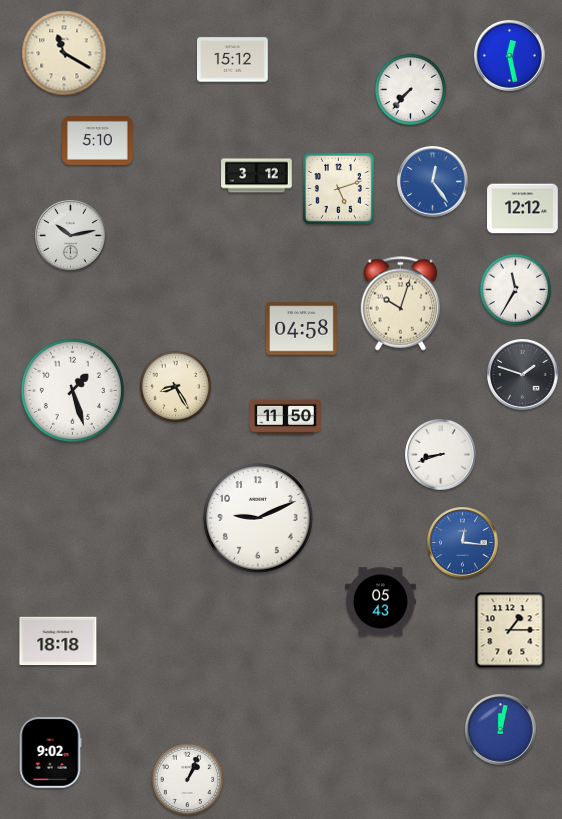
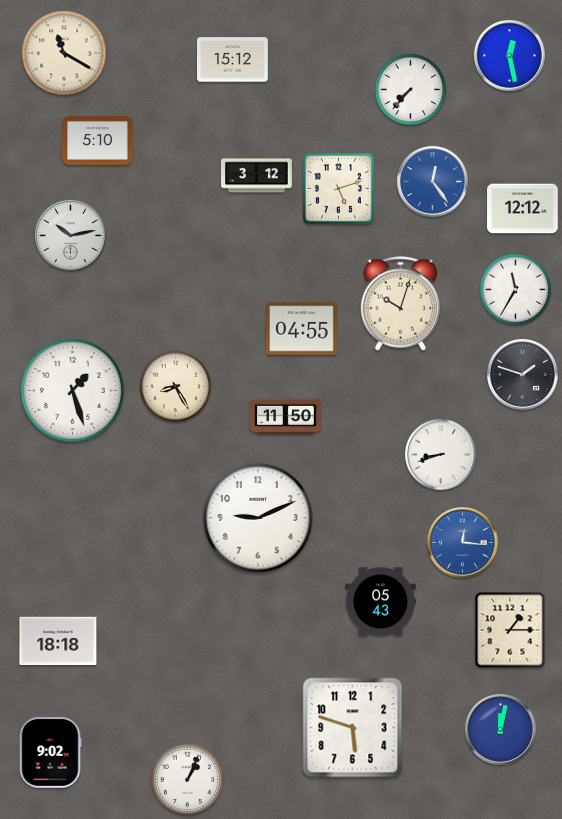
clock at (302, 329): 04:58 -> 04:55
clock at (353, 728): none -> 5:48
